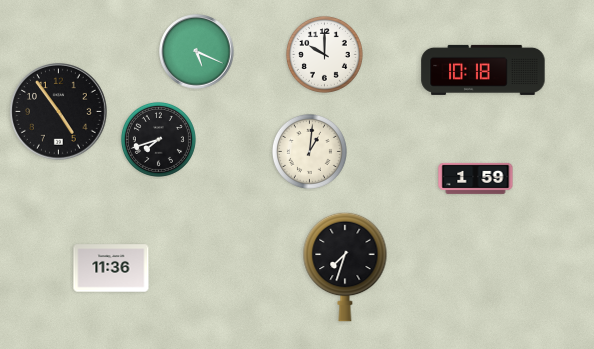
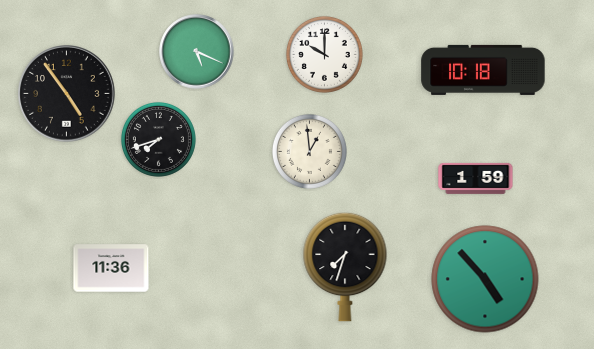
clock at (59, 112) position: (59, 112) -> (67, 94)
clock at (309, 151): 1:01 -> 12:59
clock at (485, 279): none -> 4:53
